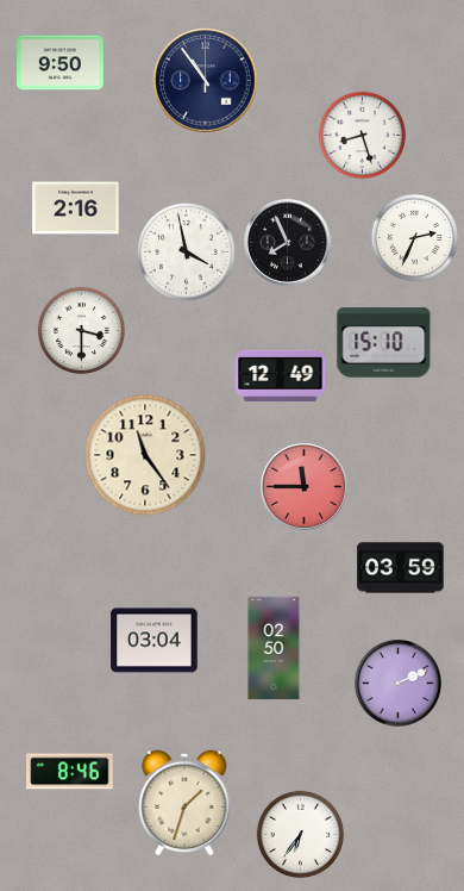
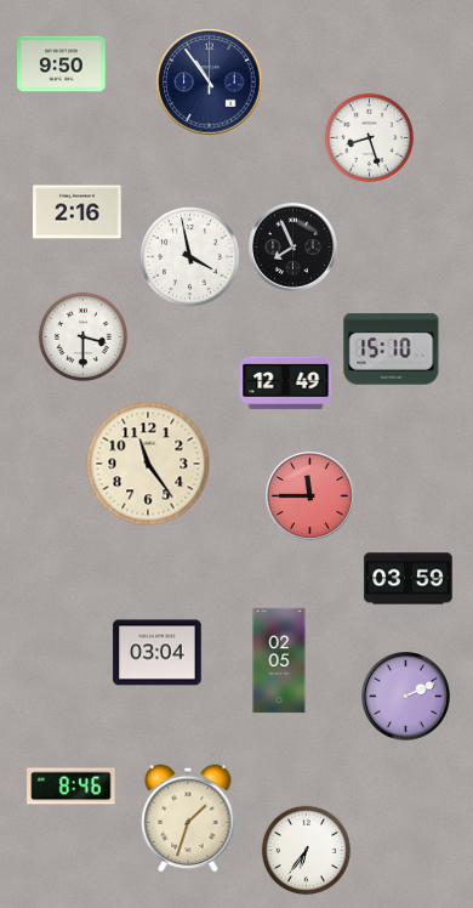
clock at (415, 238): 2:34 -> none
clock at (274, 648): 02:50 -> 02:05
